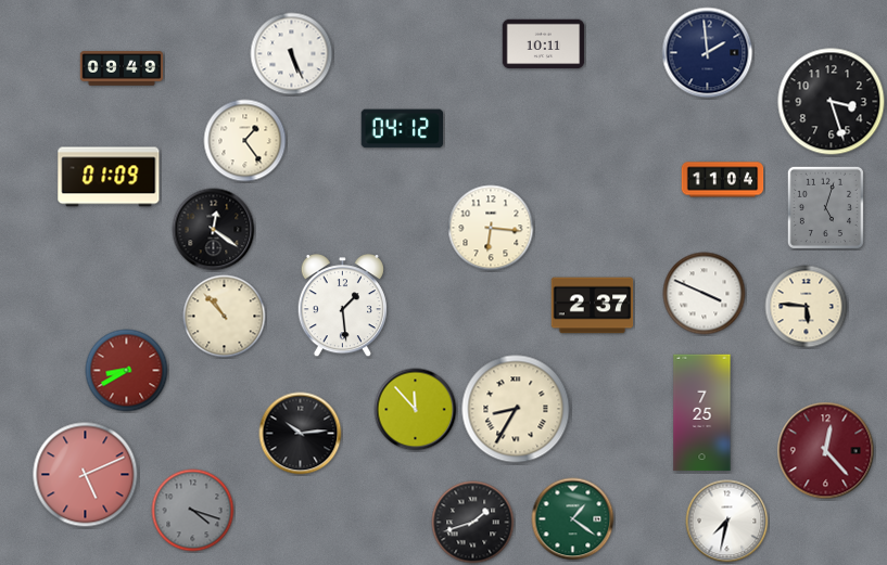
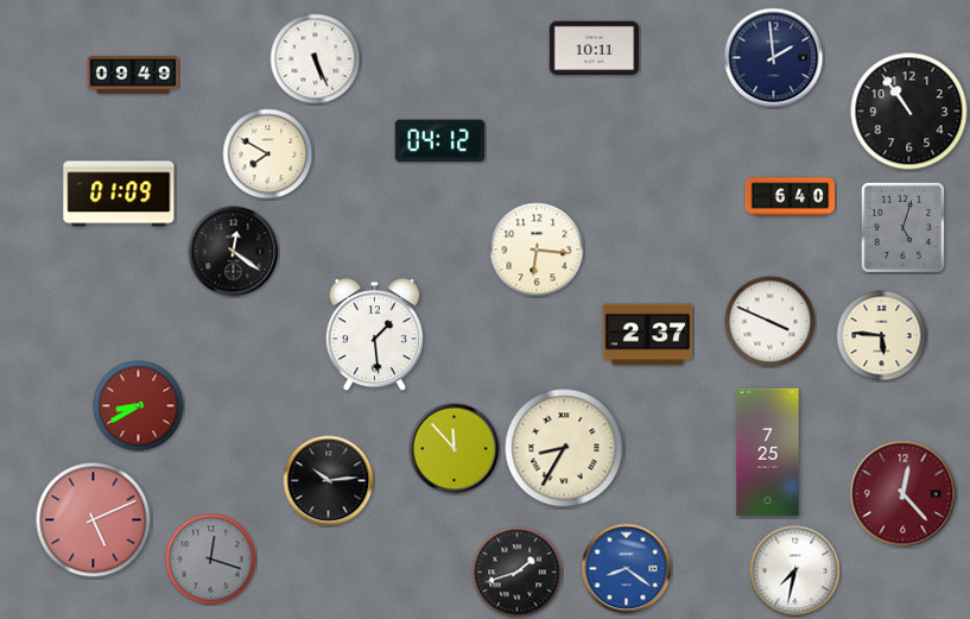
clock at (292, 54) position: (292, 54) -> (316, 59)
clock at (832, 102): 3:27 -> 10:54
clock at (245, 141): 1:24 -> 7:50
clock at (723, 180): 11:04 -> 6:40
clock at (225, 317): 10:53 -> none
clock at (301, 434) position: (301, 434) -> (329, 481)
clock at (193, 511): 4:18 -> 12:18
clock at (573, 519): 1:21 -> 8:21
clock at (573, 519) dial: green -> blue
